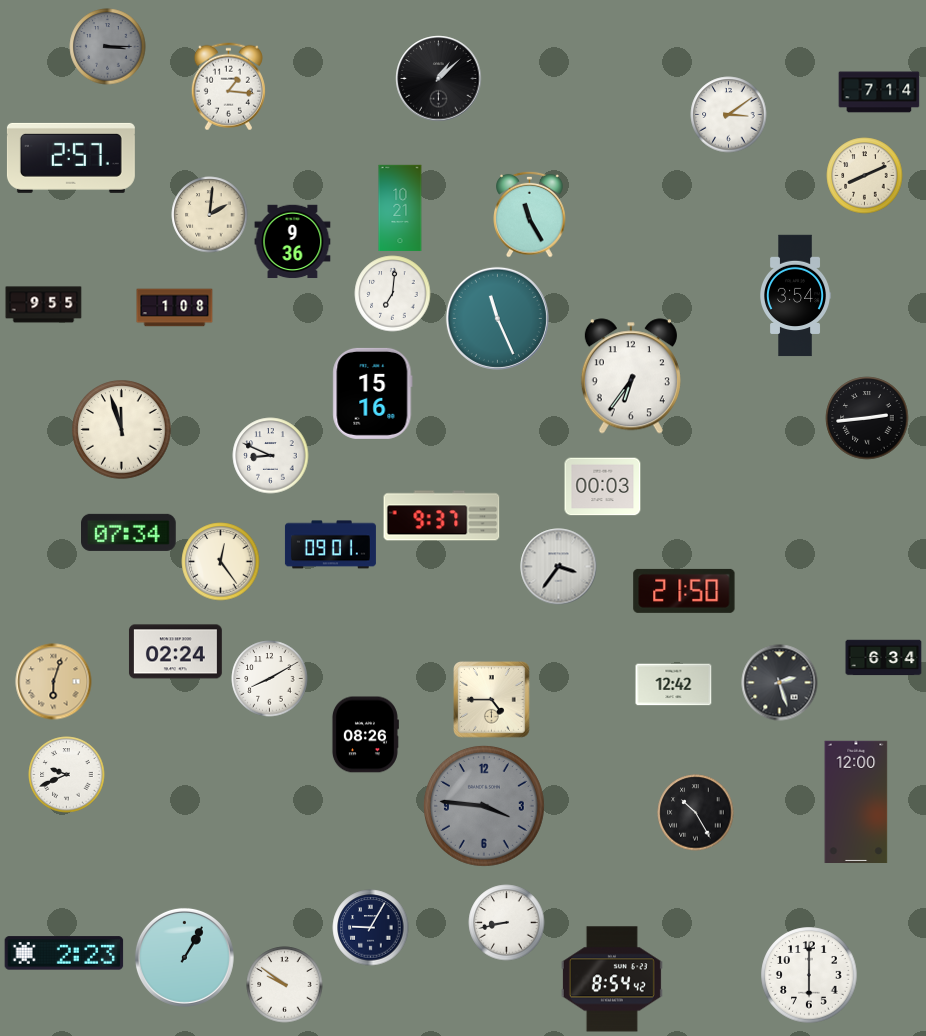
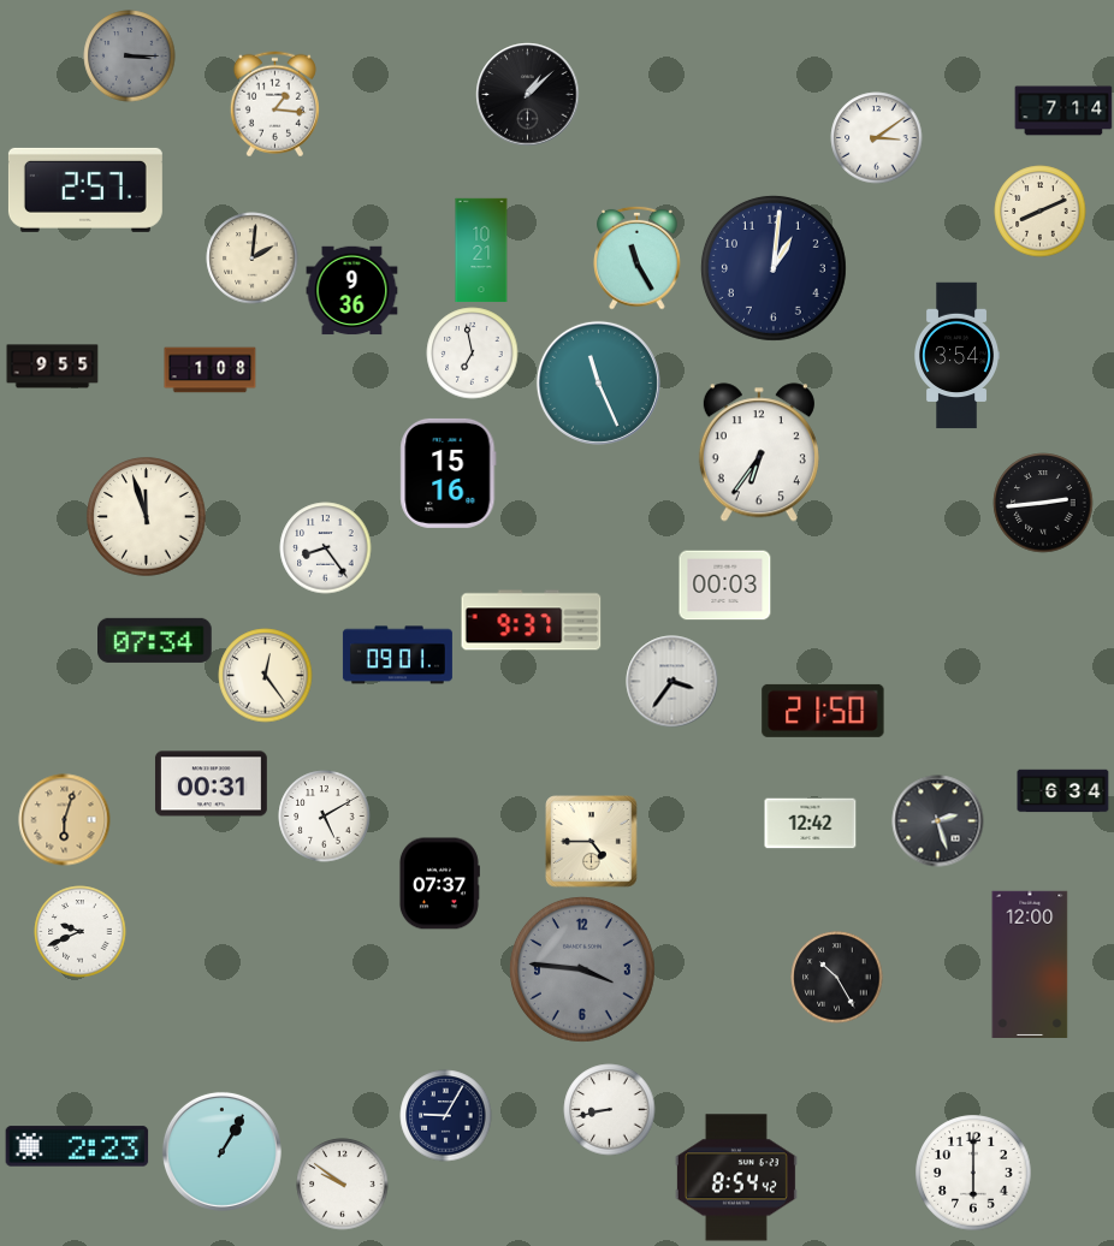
clock at (879, 92) position: (879, 92) -> (1063, 111)
clock at (774, 268): none -> 1:01
clock at (393, 294): 7:01 -> 6:58
clock at (271, 456): 8:49 -> 8:24
clock at (175, 652): 02:24 -> 00:31
clock at (270, 679): 8:10 -> 5:10
clock at (365, 735): 08:26 -> 07:37
